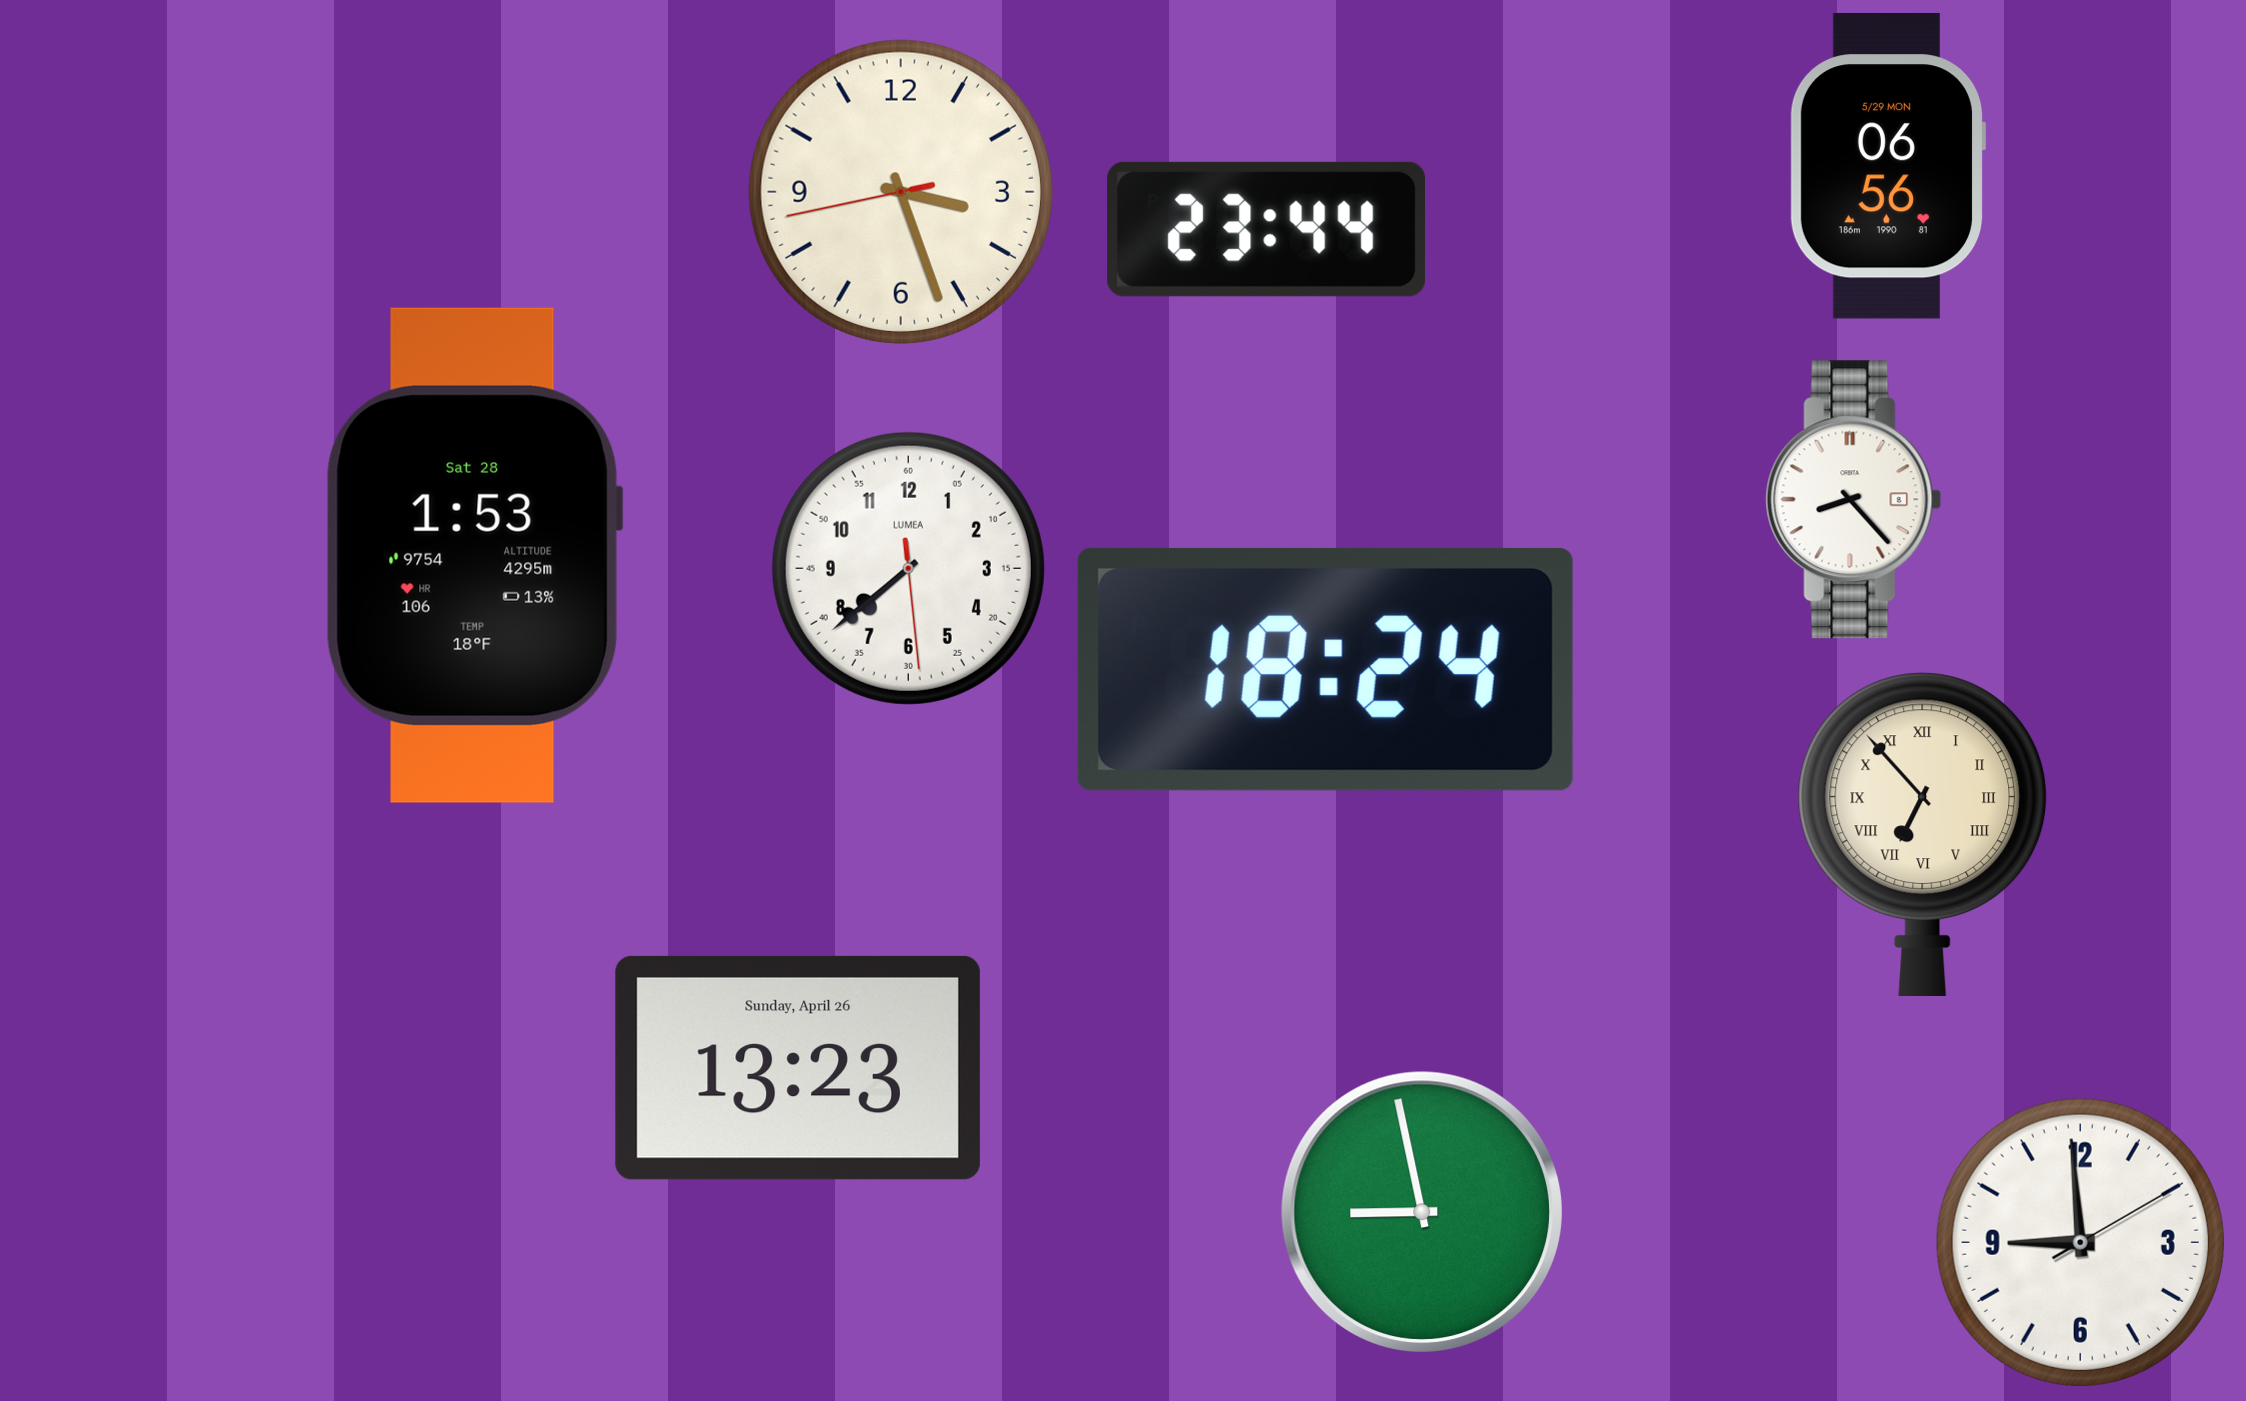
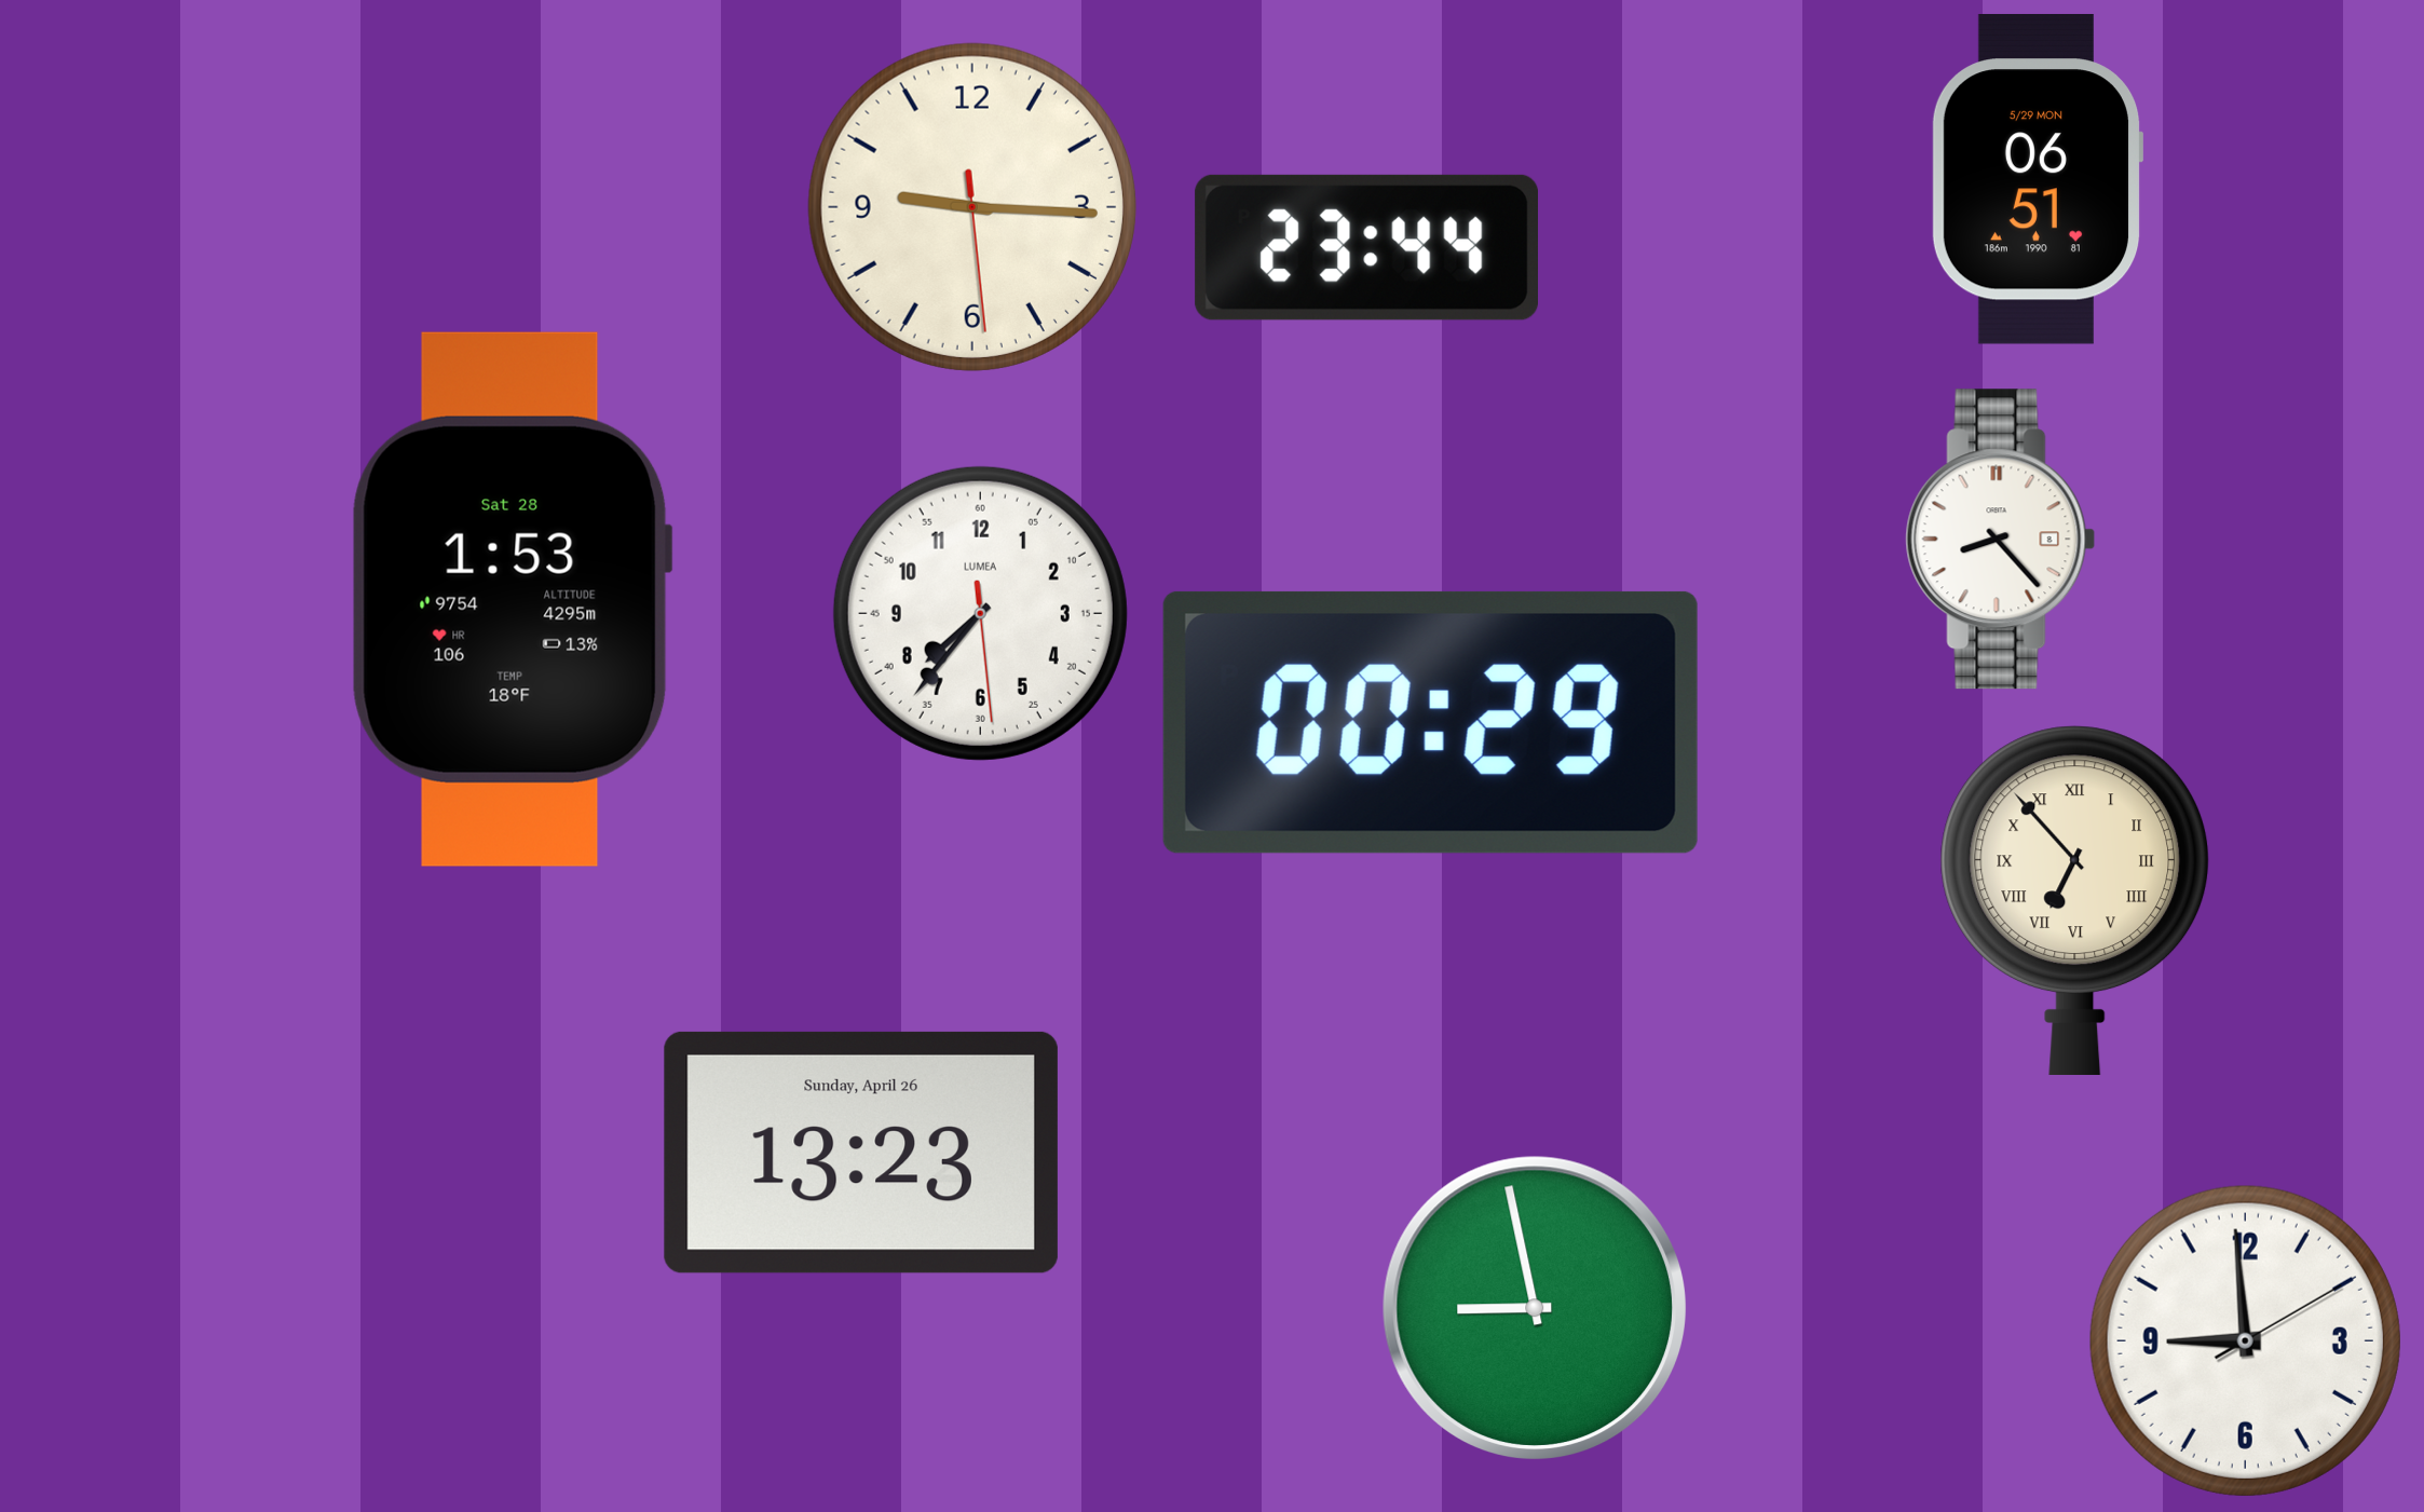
clock at (1888, 166): 06:56 -> 06:51
clock at (901, 192): 3:26 -> 9:15
clock at (908, 568): 7:38 -> 7:36
clock at (1325, 669): 18:24 -> 00:29
